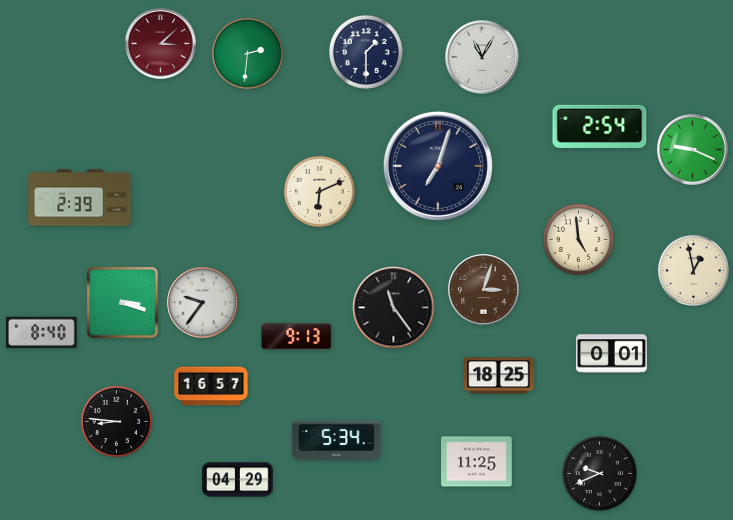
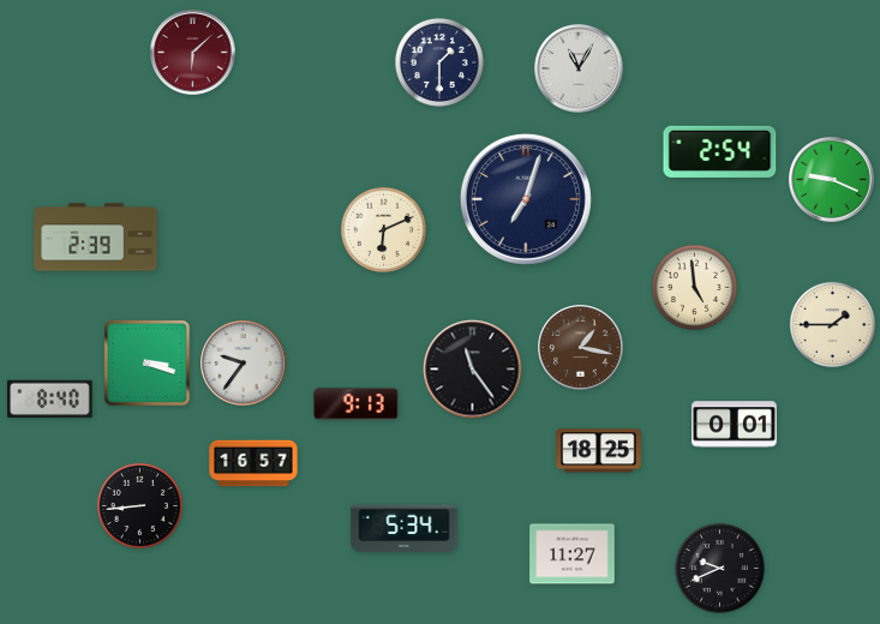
clock at (161, 44): 3:08 -> 6:08
clock at (247, 53): 2:31 -> none
clock at (693, 270): 12:58 -> 1:45
clock at (484, 290): 3:03 -> 1:17
clock at (116, 421): 8:46 -> 8:44
clock at (477, 462): 11:25 -> 11:27
clock at (238, 480): 04:29 -> none
